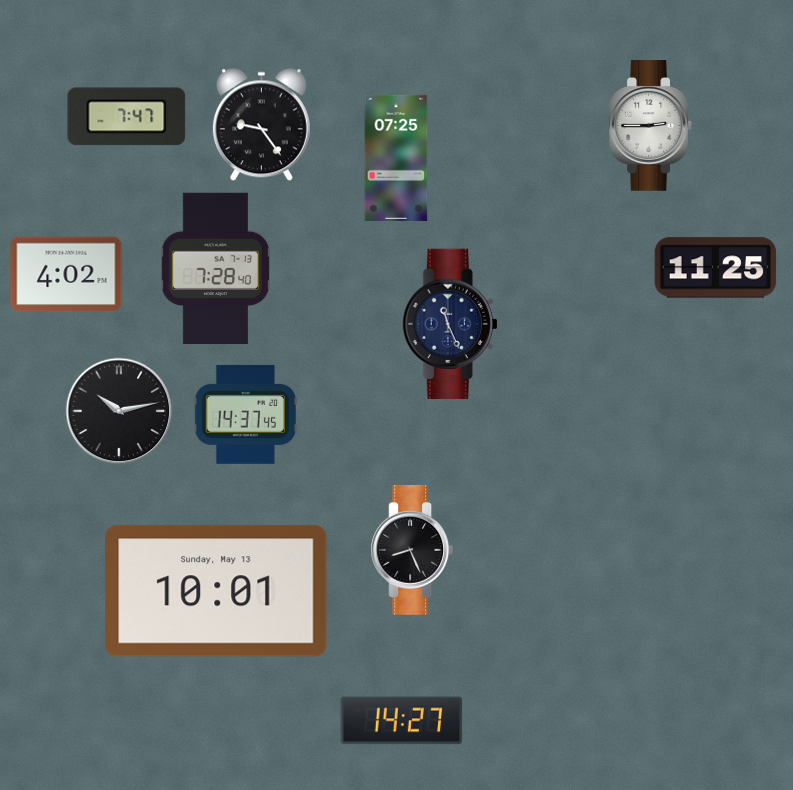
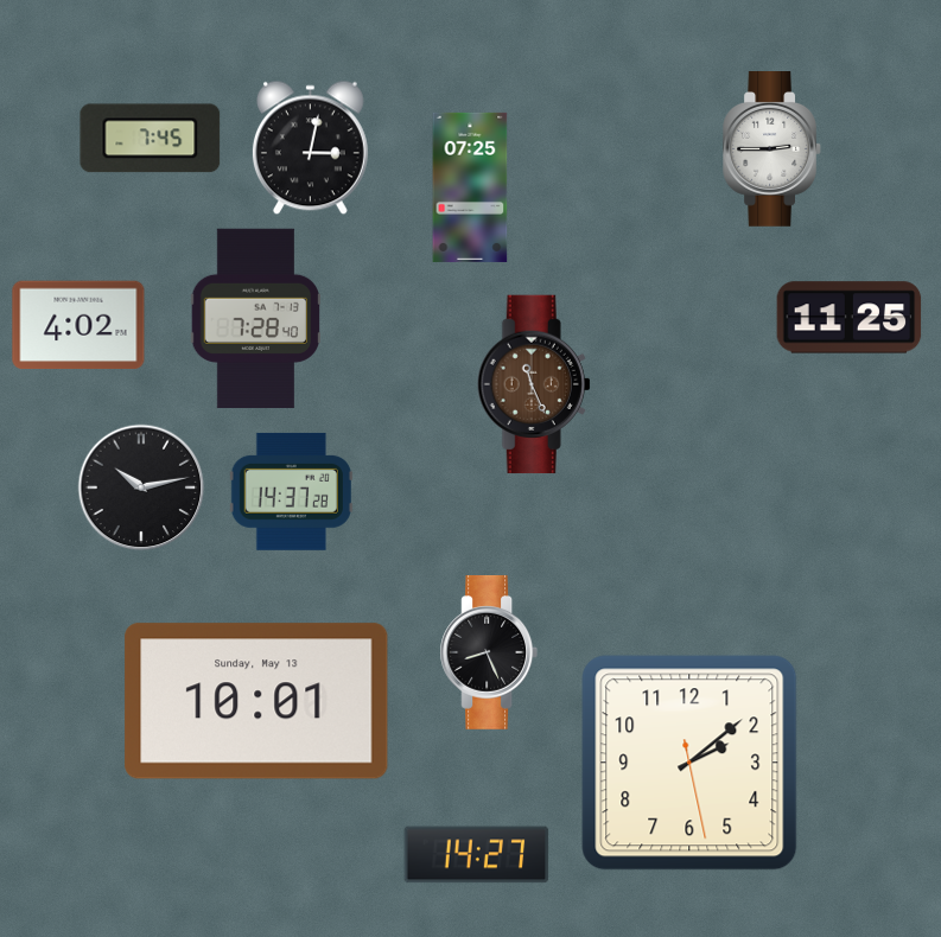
clock at (127, 117): 7:47 -> 7:45
clock at (261, 125): 9:24 -> 3:02
clock at (450, 324) dial: navy -> brown
clock at (245, 414): 14:37:45 -> 14:37:28
clock at (689, 763): none -> 2:08
